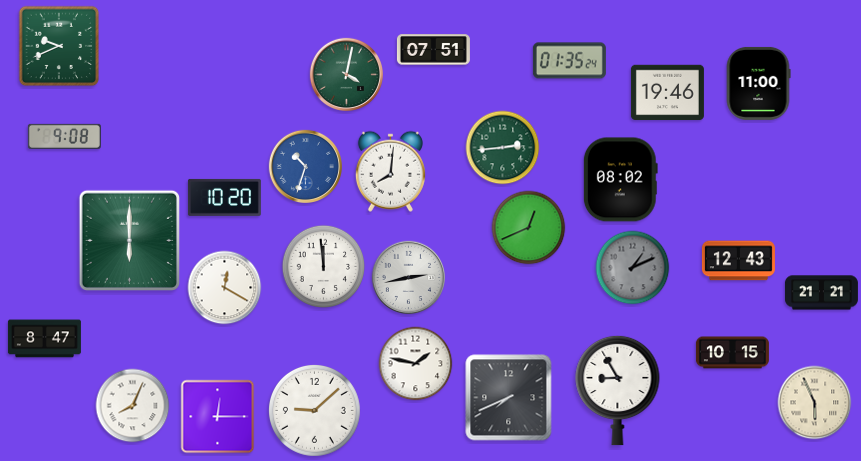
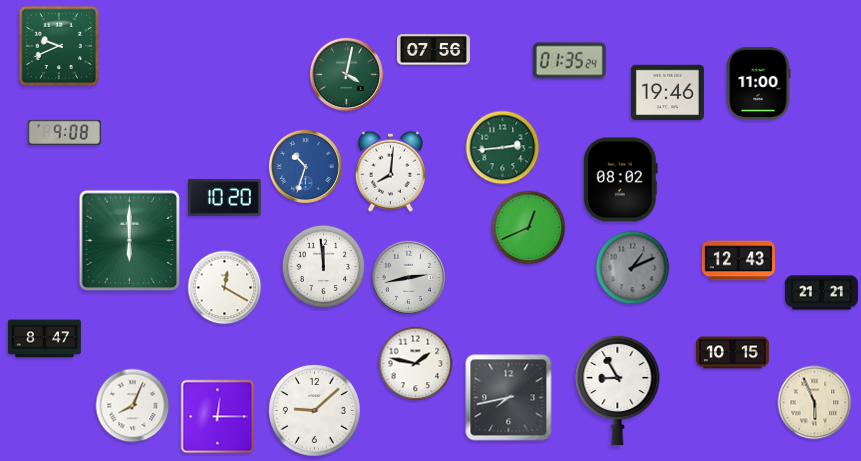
clock at (433, 50): 07:51 -> 07:56
clock at (64, 136) position: (64, 136) -> (64, 132)
clock at (509, 398): 7:41 -> 7:43
